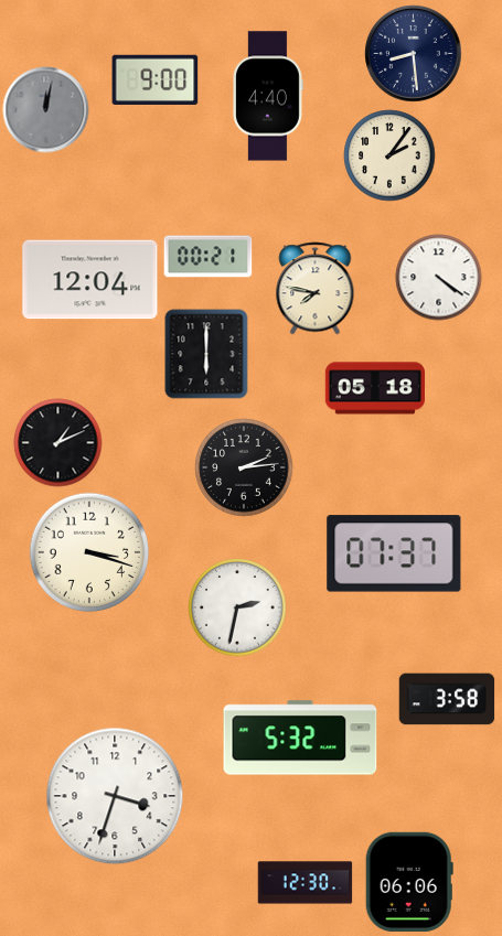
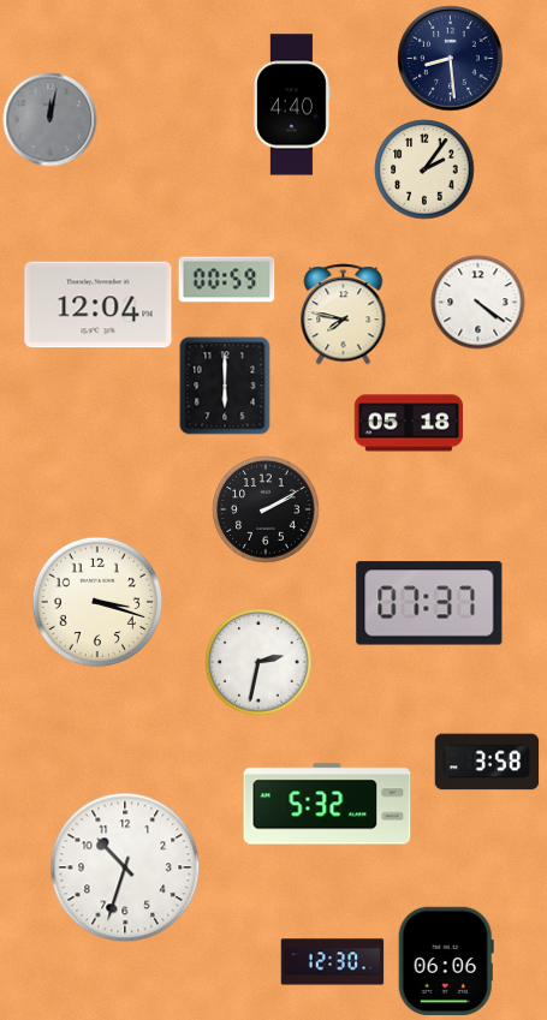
clock at (154, 79): 9:00 -> none
clock at (207, 257): 00:21 -> 00:59
clock at (57, 442): 1:11 -> none
clock at (244, 467): 2:14 -> 2:10
clock at (115, 796): 3:33 -> 10:33
